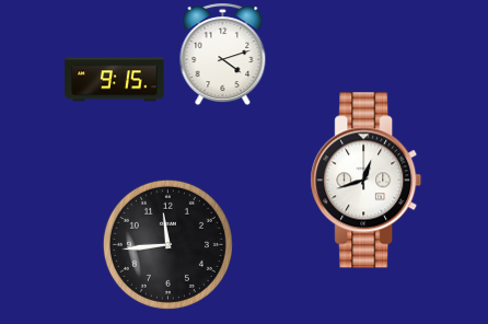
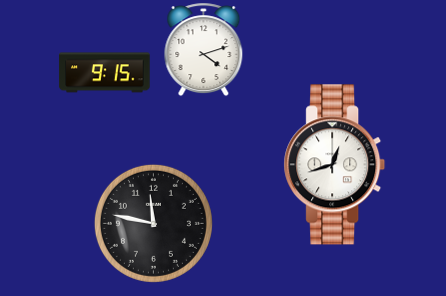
clock at (167, 244): 11:44 -> 11:47
